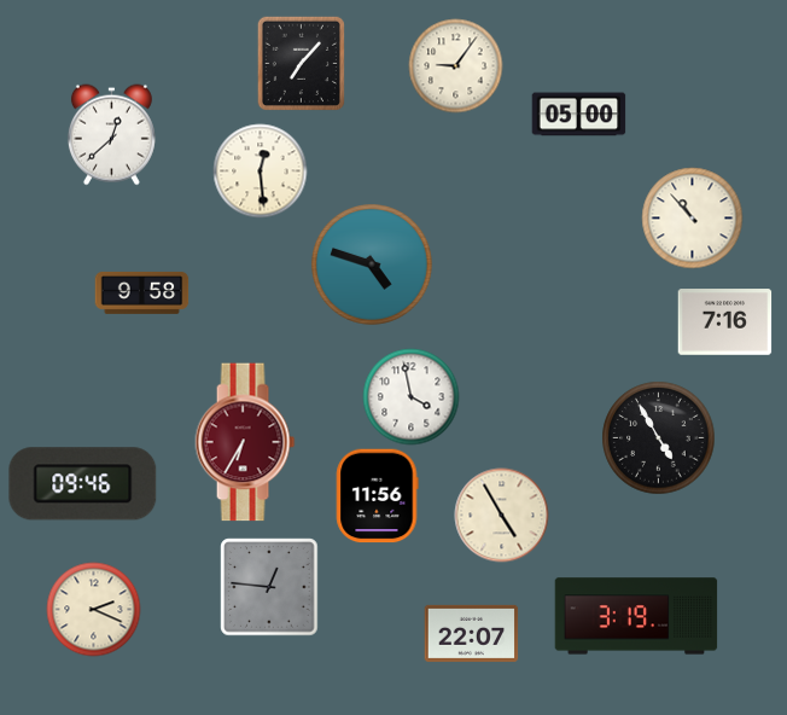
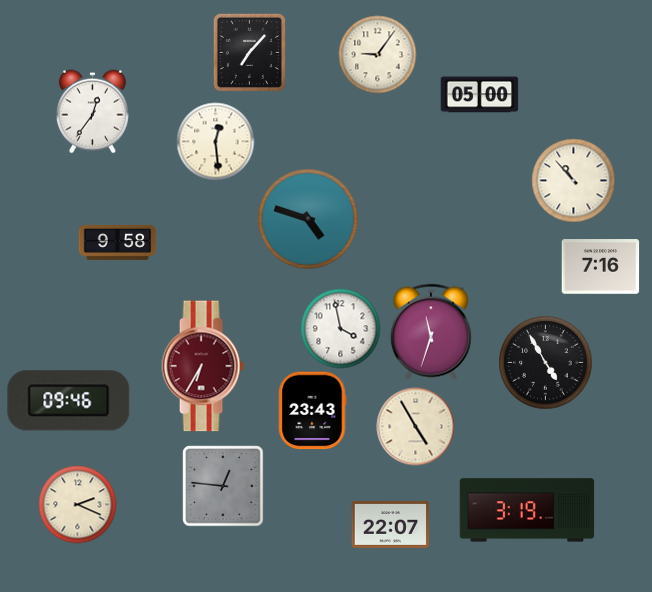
clock at (111, 134): 12:38 -> 12:36
clock at (431, 332): none -> 11:33
clock at (378, 495): 11:56 -> 23:43
